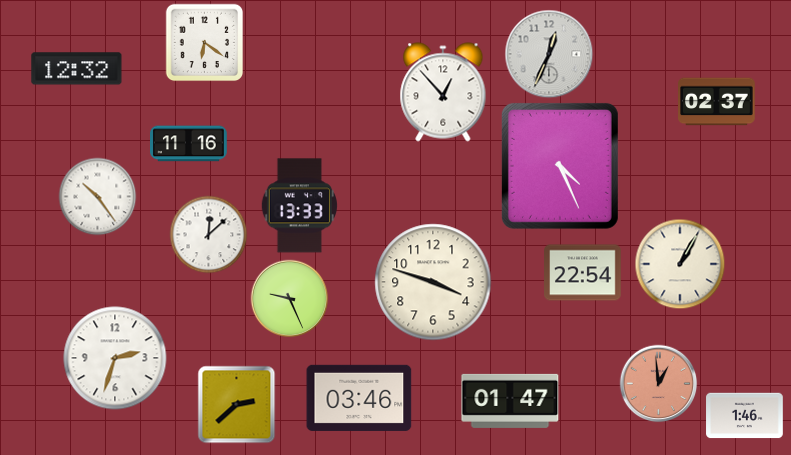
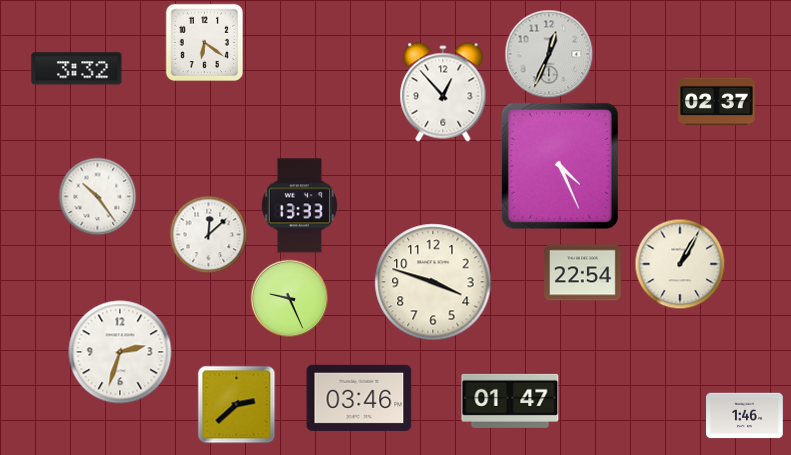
clock at (77, 69): 12:32 -> 3:32
clock at (189, 144): 11:16 -> none
clock at (115, 358) position: (115, 358) -> (120, 352)
clock at (658, 383): 12:59 -> none
